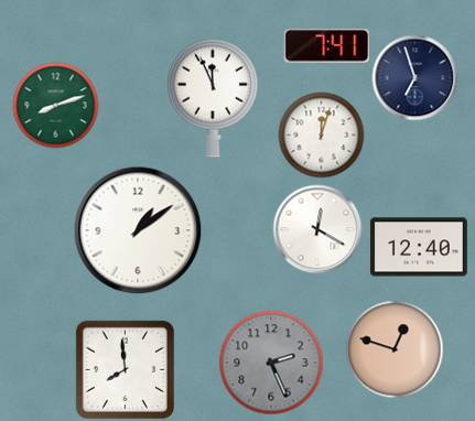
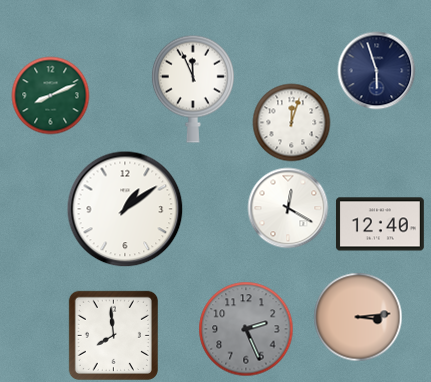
clock at (326, 46): 7:41 -> none
clock at (414, 77): 6:57 -> 5:57
clock at (55, 105): 8:12 -> 8:11
clock at (395, 349): 12:48 -> 3:14
